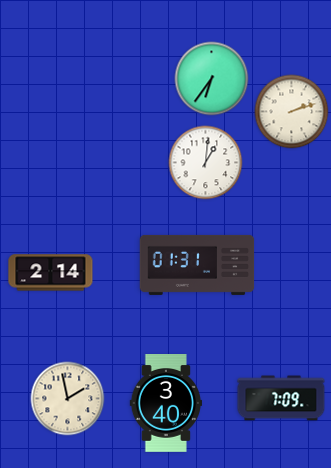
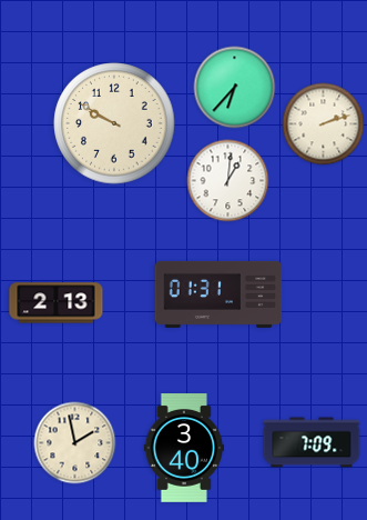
clock at (212, 79): 6:36 -> 6:37
clock at (114, 123): none -> 9:50
clock at (51, 273): 2:14 -> 2:13
